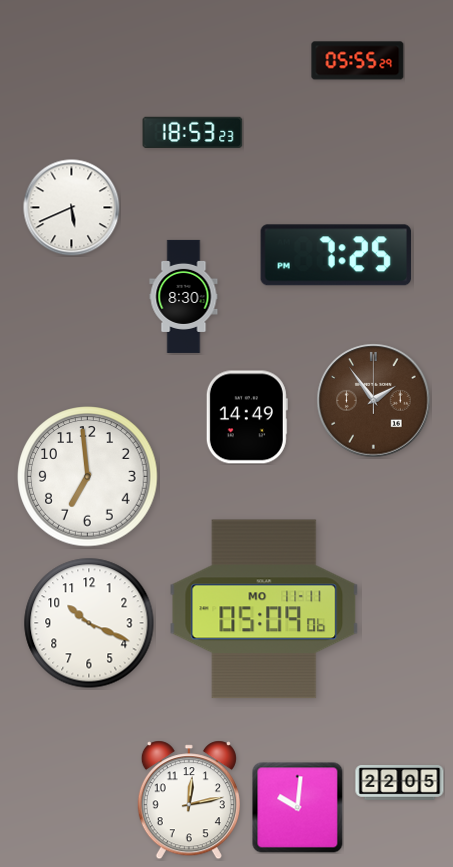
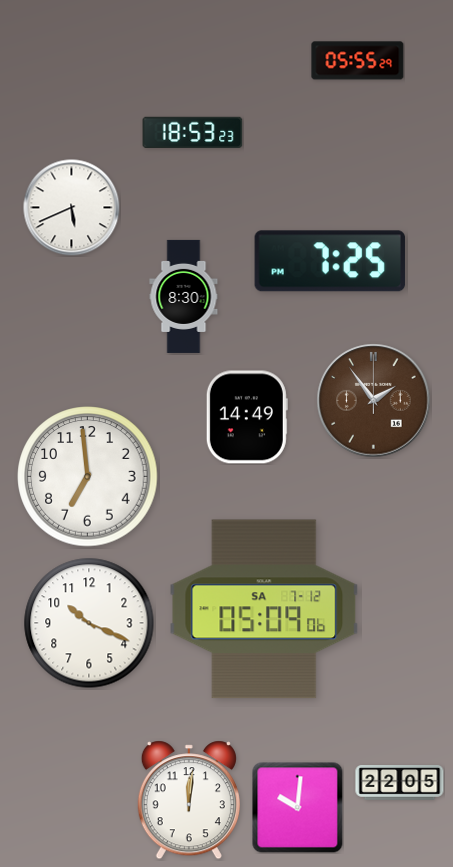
clock at (336, 255) position: (336, 255) -> (330, 261)
clock at (264, 609) date: MO 11-11 -> SA 7-12
clock at (189, 800): 12:13 -> 12:01
